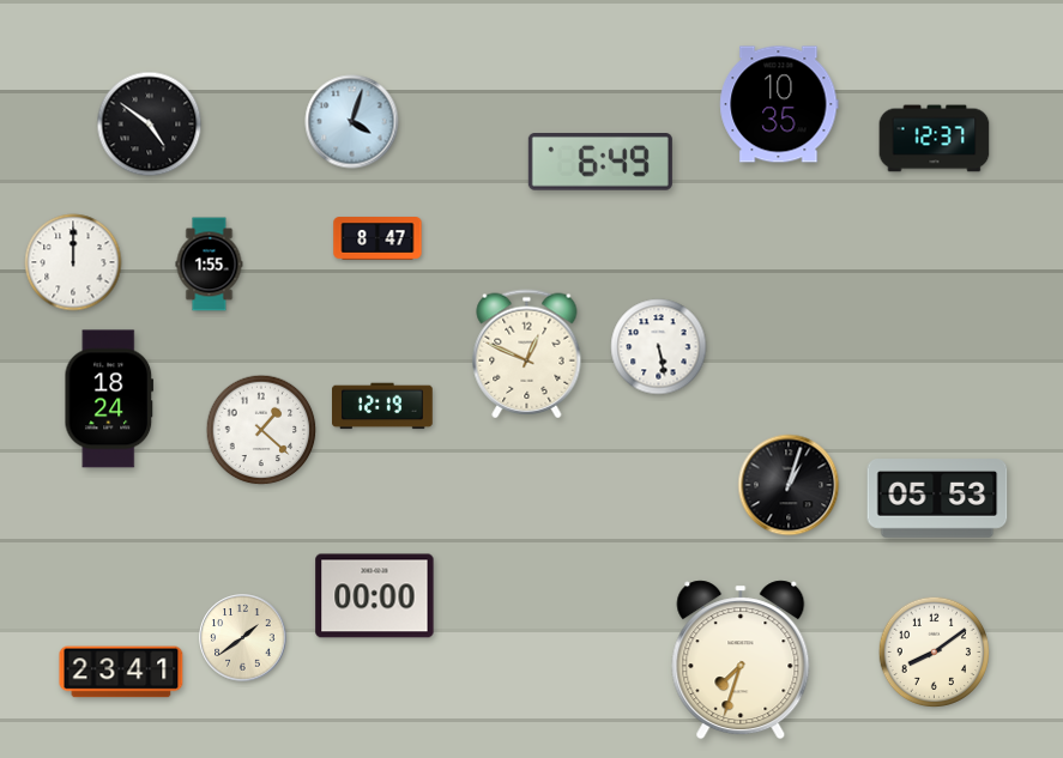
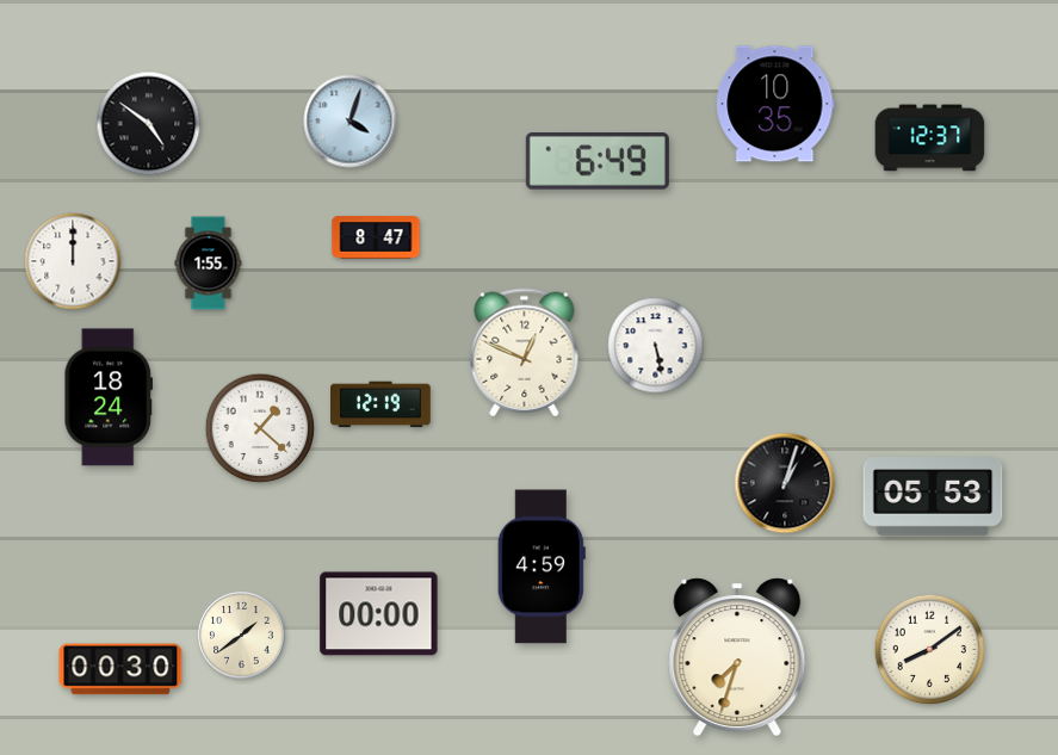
clock at (542, 567): none -> 4:59
clock at (375, 596) position: (375, 596) -> (379, 614)
clock at (121, 672): 23:41 -> 00:30
